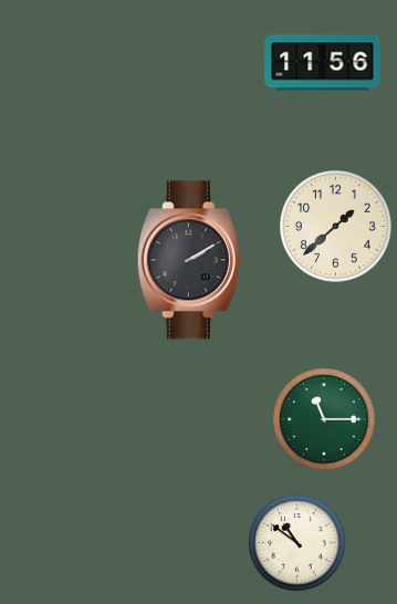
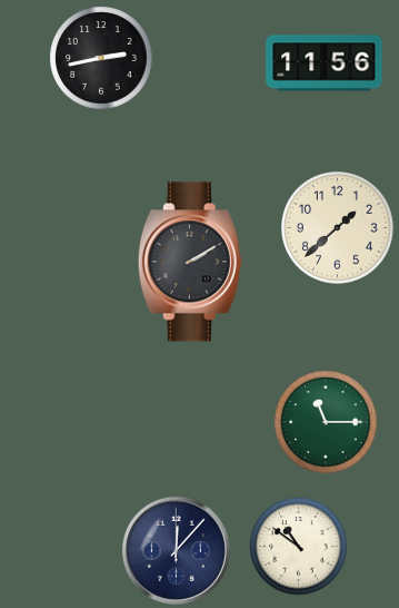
clock at (101, 58): none -> 2:43
clock at (176, 550): none -> 12:07
